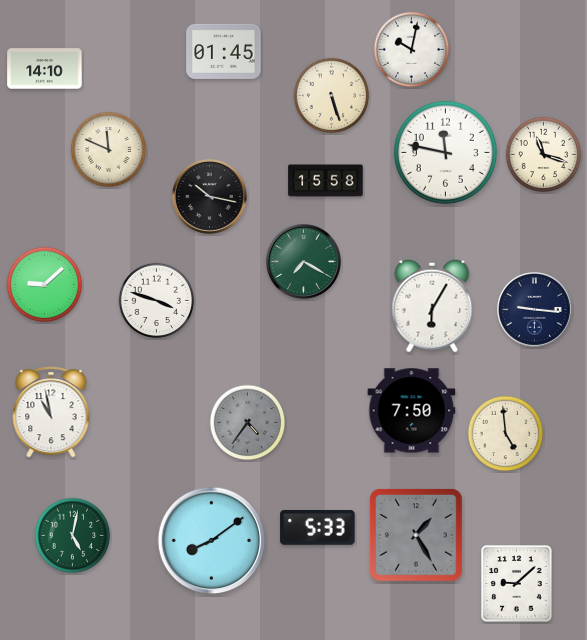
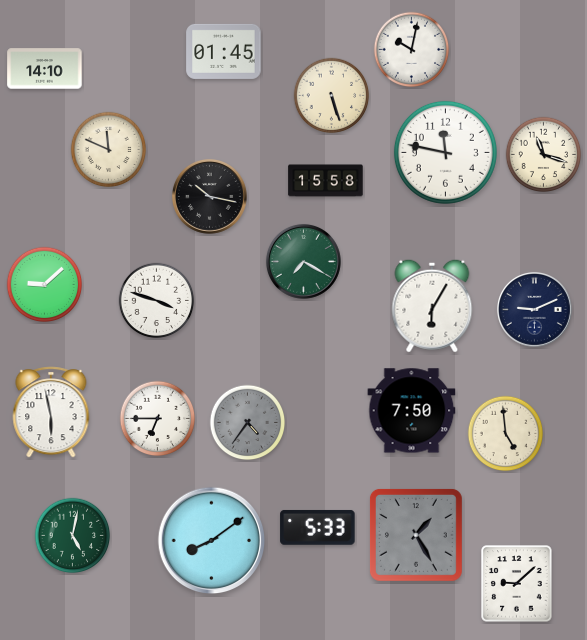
clock at (534, 309): 9:16 -> 9:11
clock at (51, 412): 10:58 -> 5:58
clock at (158, 419): none -> 6:45
